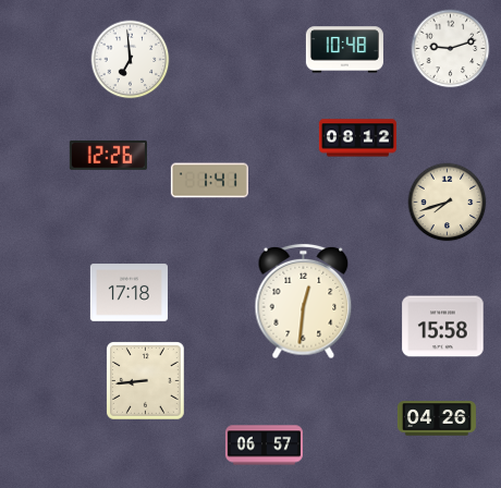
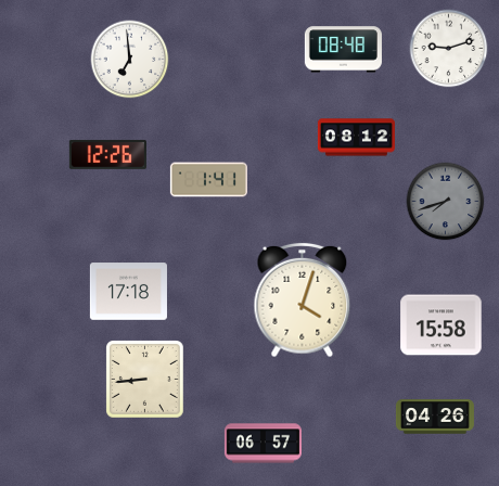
clock at (344, 50): 10:48 -> 08:48
clock at (448, 203) dial: cream -> grey
clock at (304, 302): 12:31 -> 4:03
